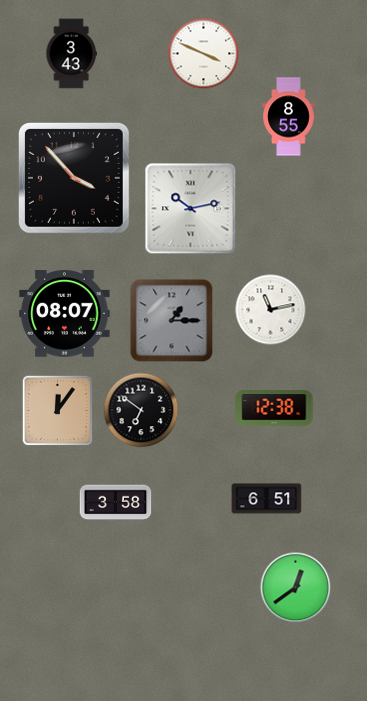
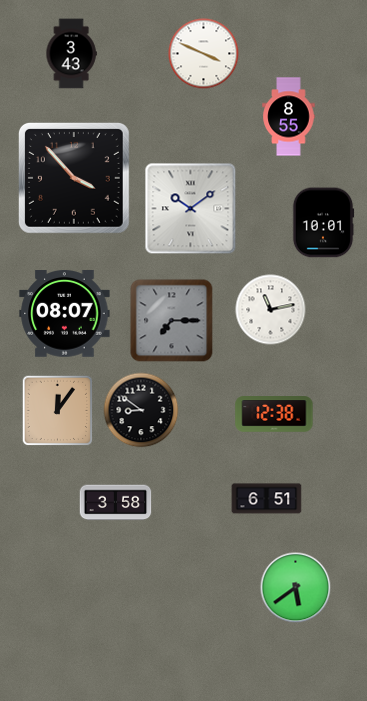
clock at (191, 209): 10:13 -> 10:09
clock at (323, 223): none -> 10:01
clock at (172, 321): 1:15 -> 7:15
clock at (274, 408) position: (274, 408) -> (274, 414)
clock at (141, 410): 6:51 -> 8:51
clock at (296, 588): 12:39 -> 5:39
